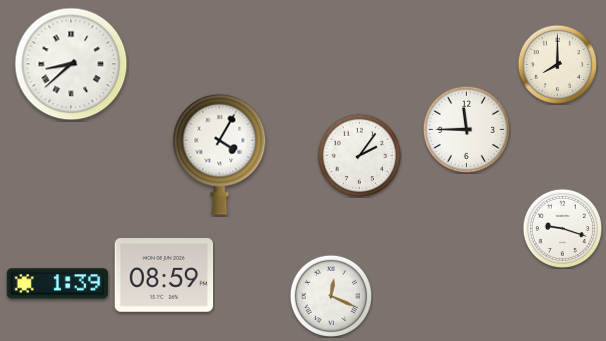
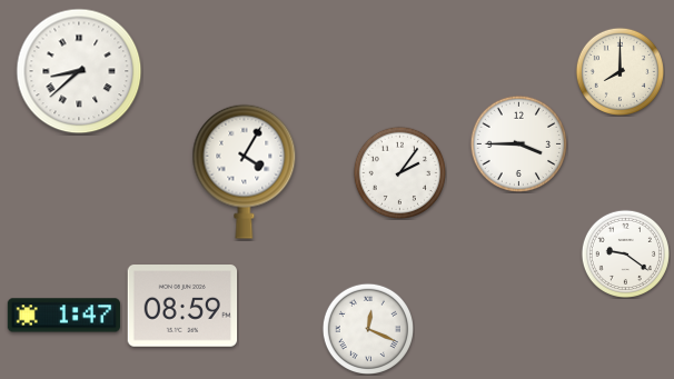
clock at (466, 129): 11:45 -> 3:45
clock at (562, 228): 9:18 -> 9:21
clock at (57, 284): 1:39 -> 1:47
